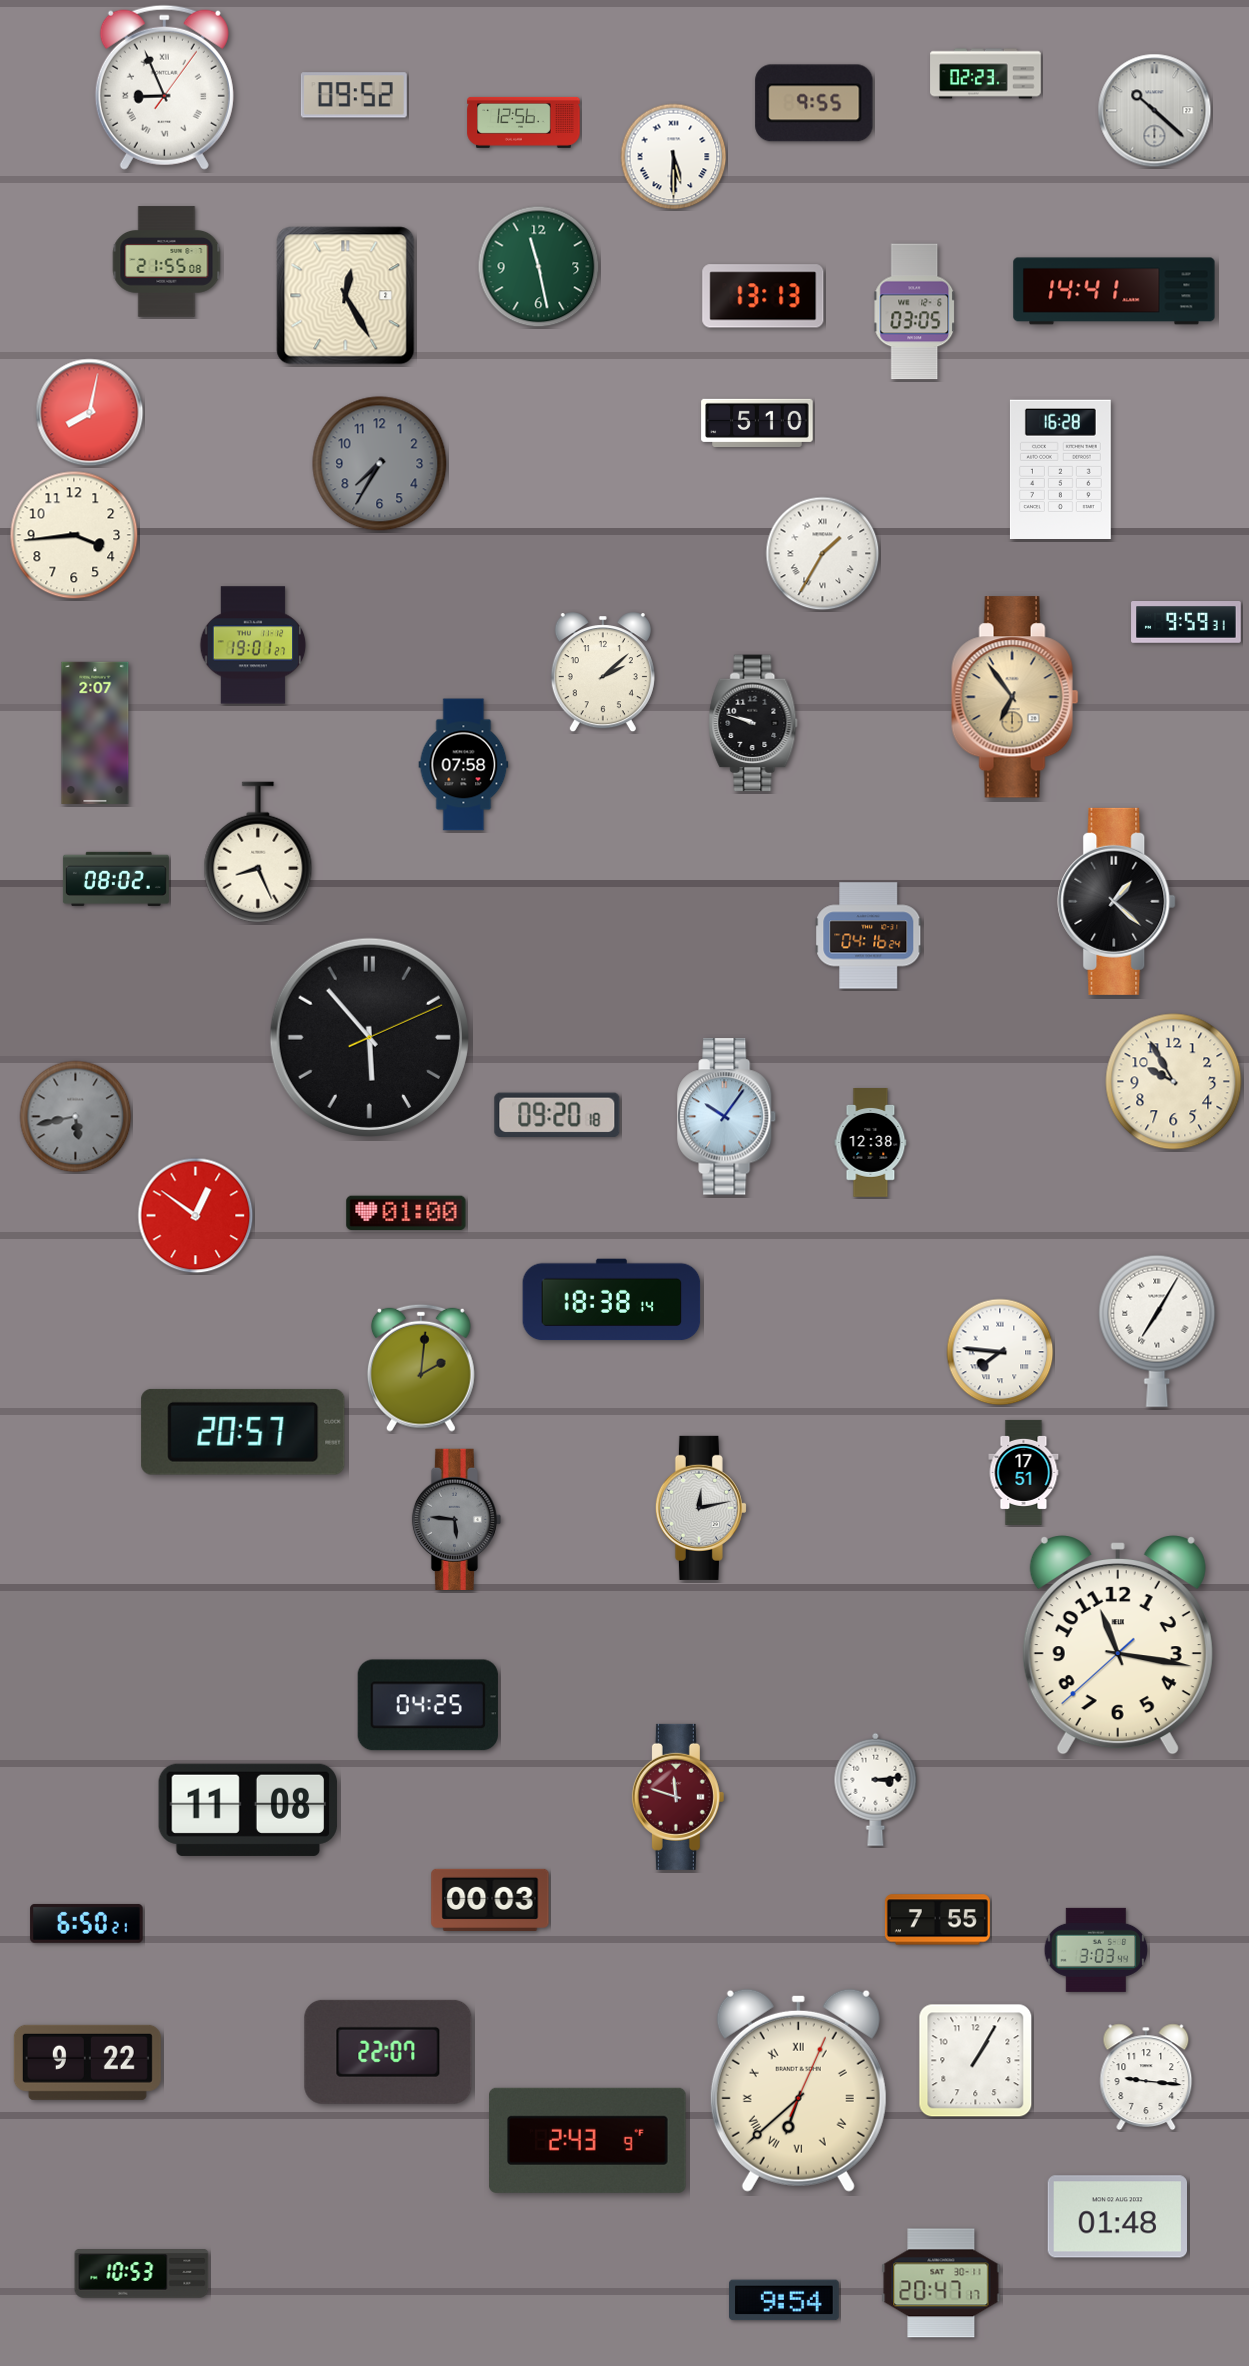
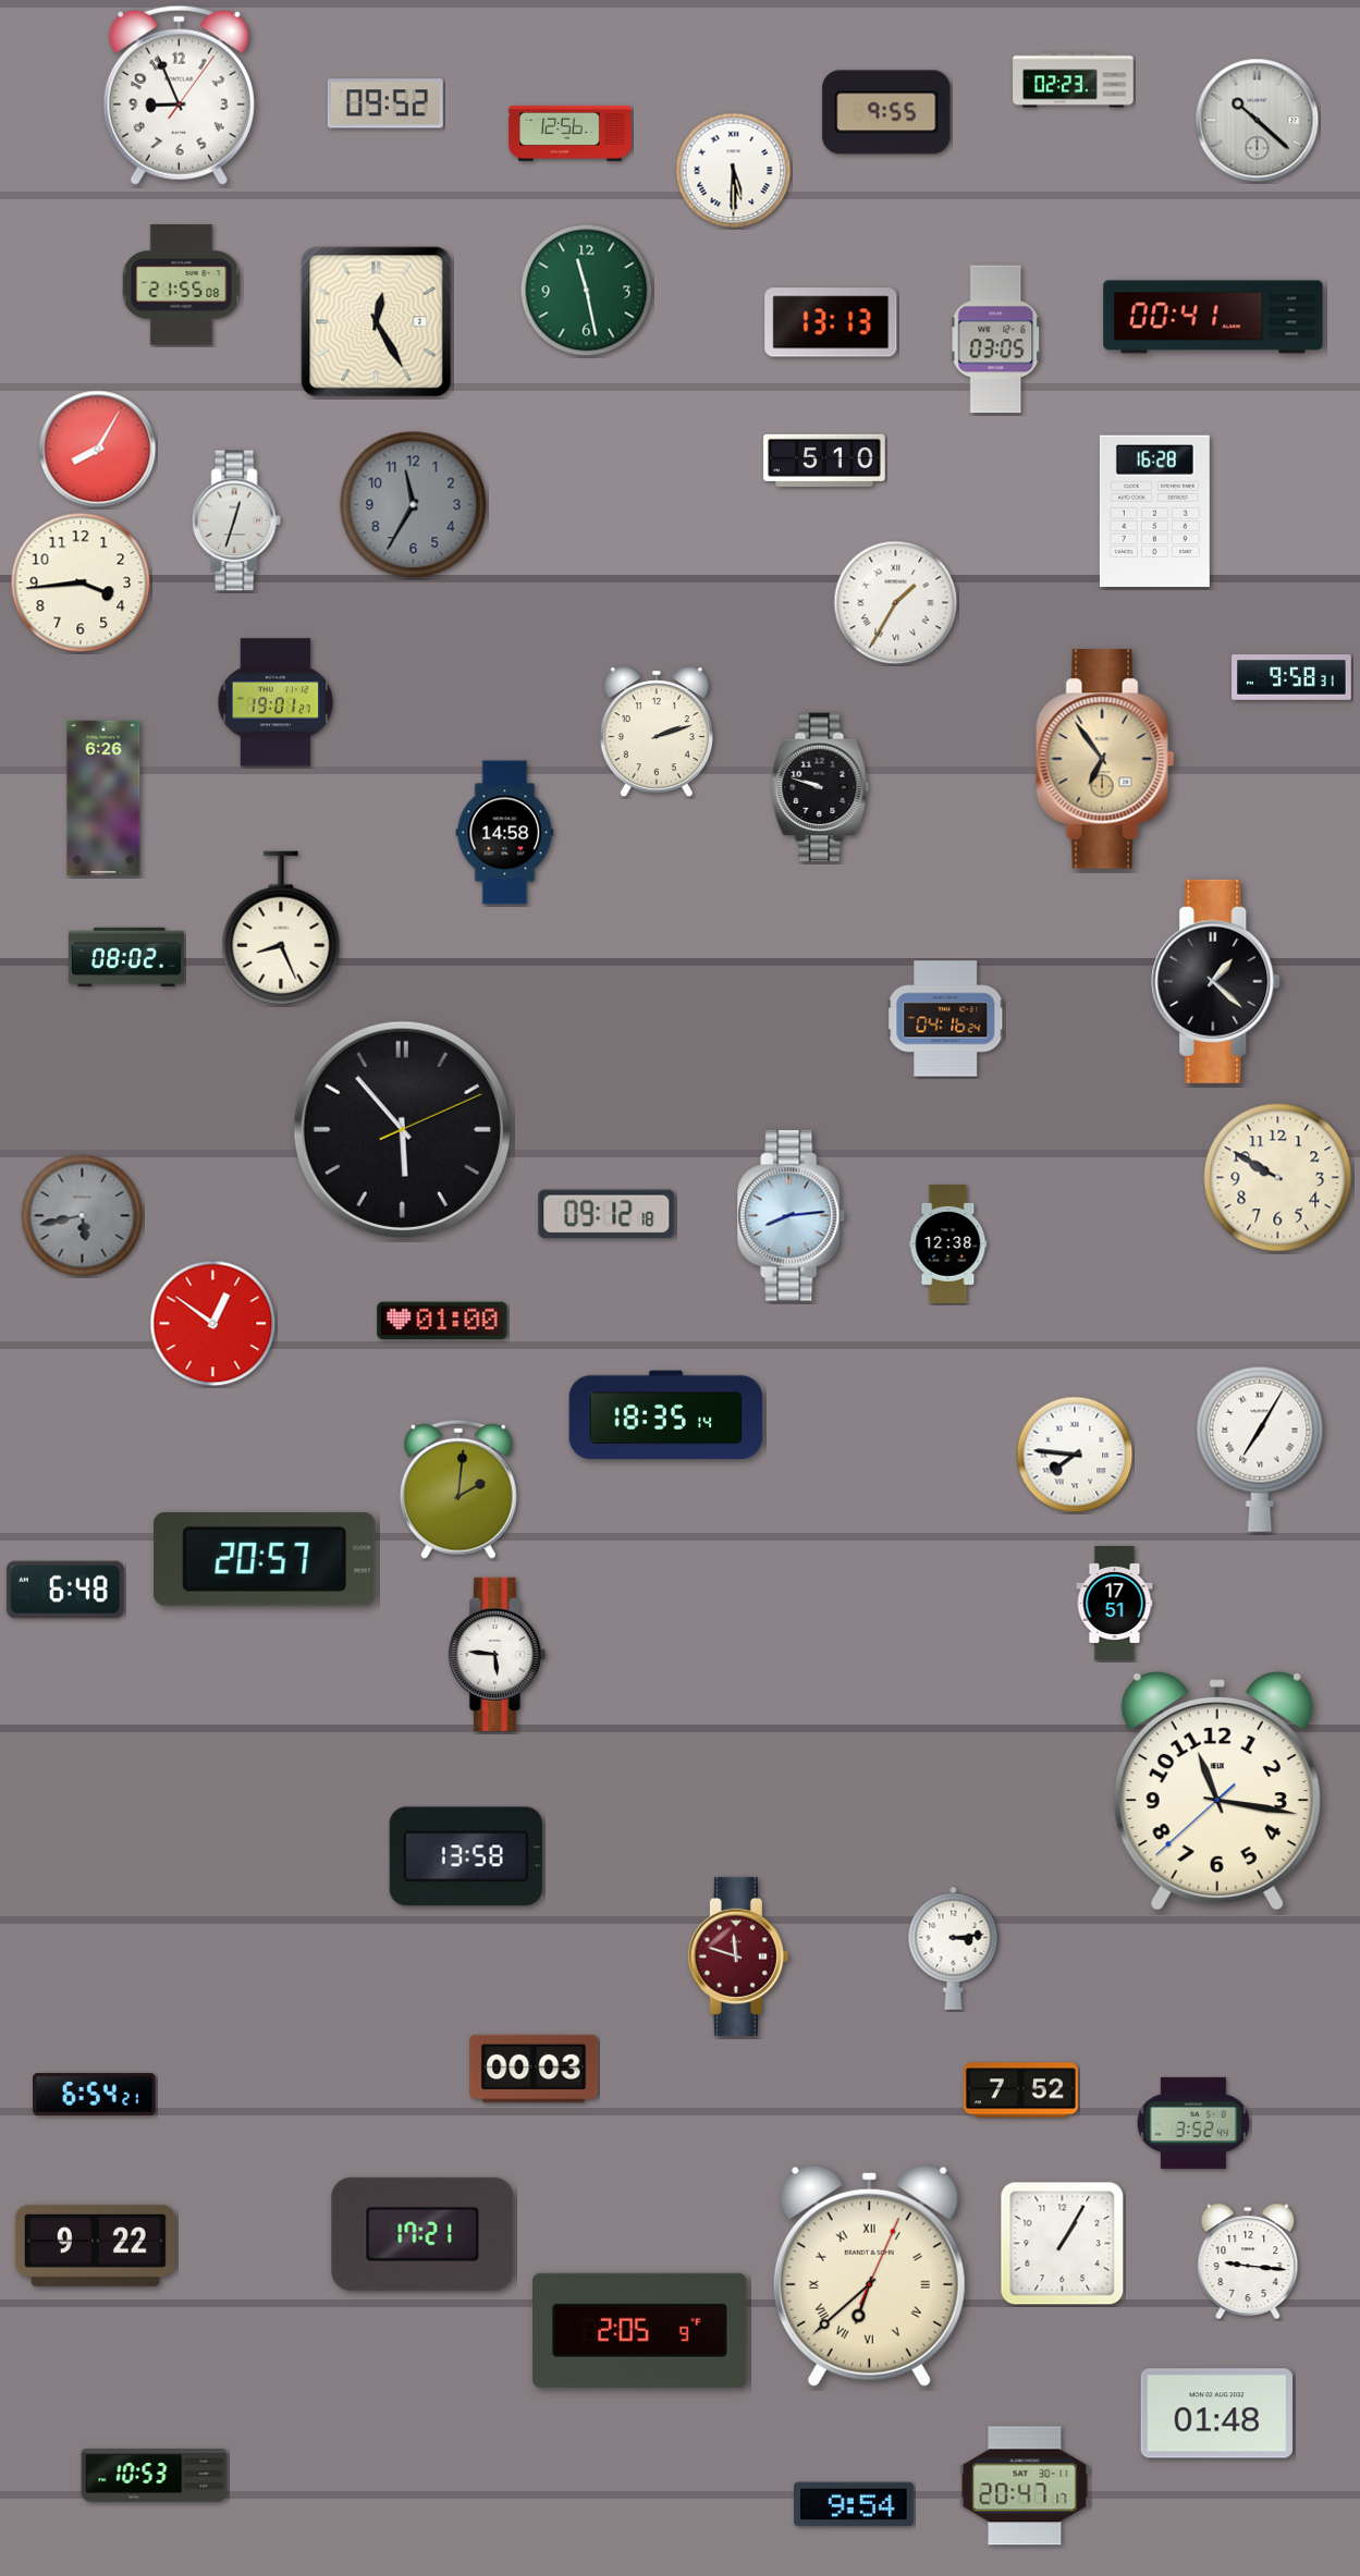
clock at (164, 87) numerals: Roman -> Arabic
clock at (1114, 291): 14:41 -> 00:41
clock at (90, 413): 8:02 -> 8:05
clock at (380, 464): 7:35 -> 11:35
clock at (236, 520): none -> 12:33
clock at (1186, 623): 9:59 -> 9:58
clock at (603, 673): 2:08 -> 2:12
clock at (95, 733): 2:07 -> 6:26
clock at (464, 765): 07:58 -> 14:58
clock at (1174, 1082): 9:55 -> 9:50
clock at (557, 1114): 09:20 -> 09:12
clock at (727, 1117): 10:06 -> 8:14
clock at (612, 1300): 18:38 -> 18:35
clock at (1000, 1352) position: (1000, 1352) -> (1075, 1455)
clock at (65, 1590): none -> 6:48
clock at (701, 1508): 12:13 -> none
clock at (456, 1519) dial: grey -> white
clock at (428, 1705): 04:25 -> 13:58
clock at (248, 1810): 11:08 -> none
clock at (937, 1920): 7:55 -> 7:52
clock at (87, 1923): 6:50 -> 6:54
clock at (1096, 1950): 3:03 -> 3:52
clock at (388, 2052): 22:07 -> 17:21
clock at (588, 2140): 2:43 -> 2:05
